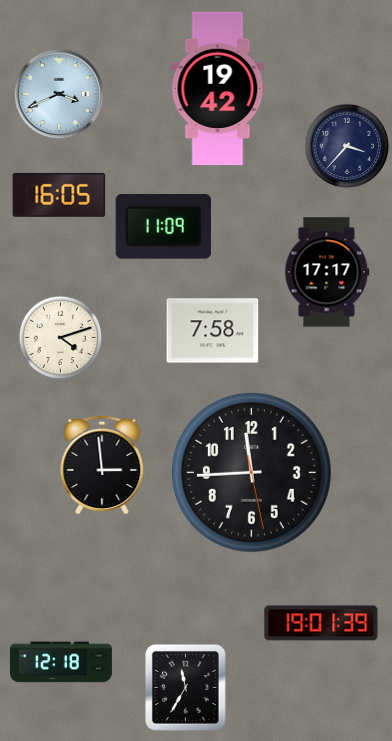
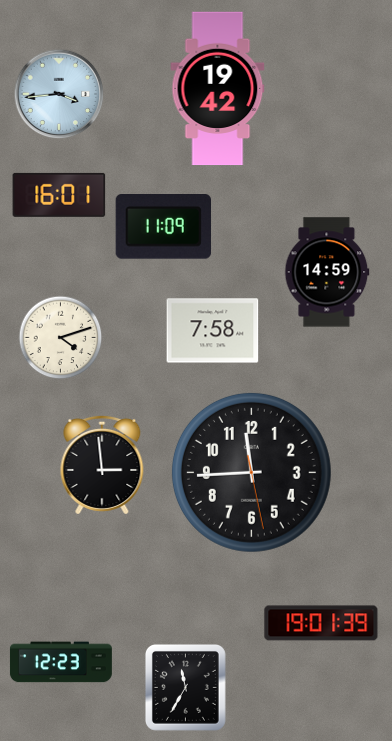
clock at (59, 94): 3:41 -> 3:44
clock at (347, 146): 3:37 -> none
clock at (59, 195): 16:05 -> 16:01
clock at (327, 272): 17:17 -> 14:59
clock at (61, 662): 12:18 -> 12:23
